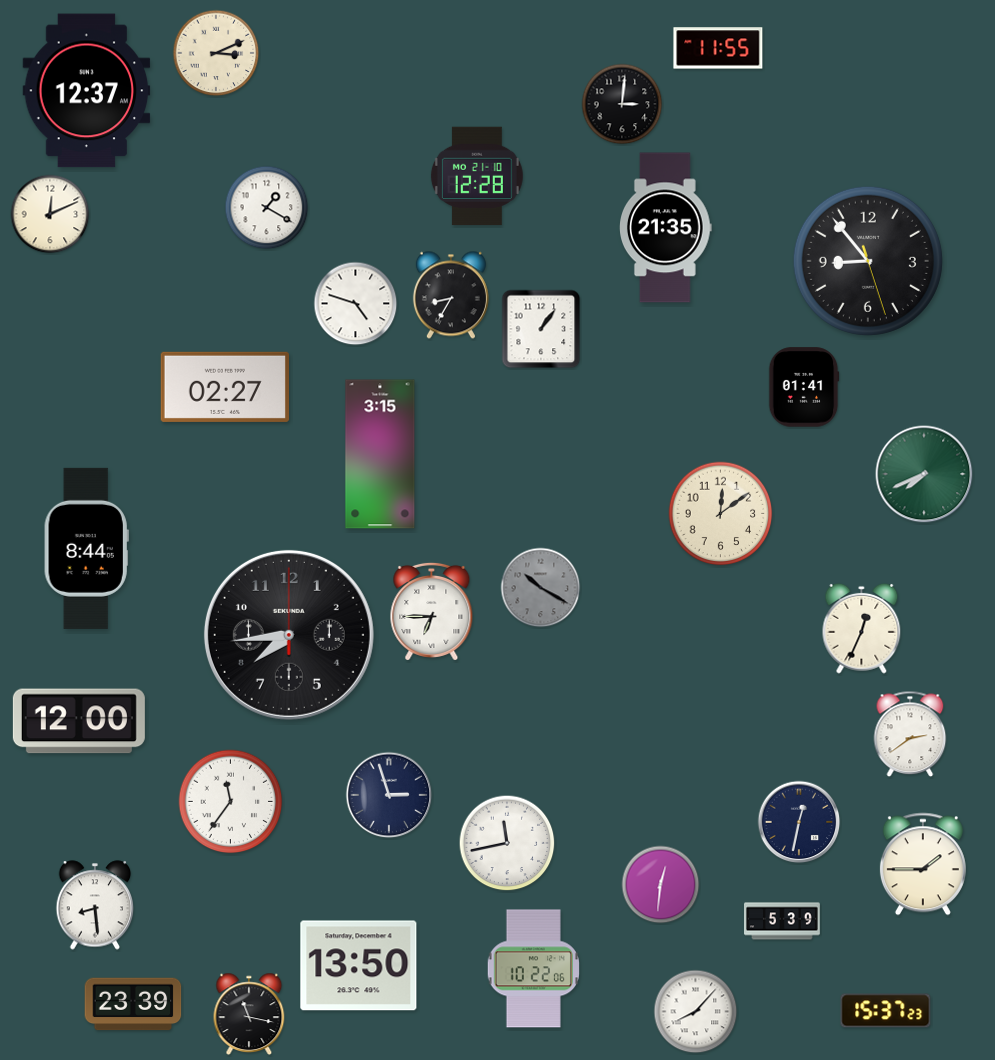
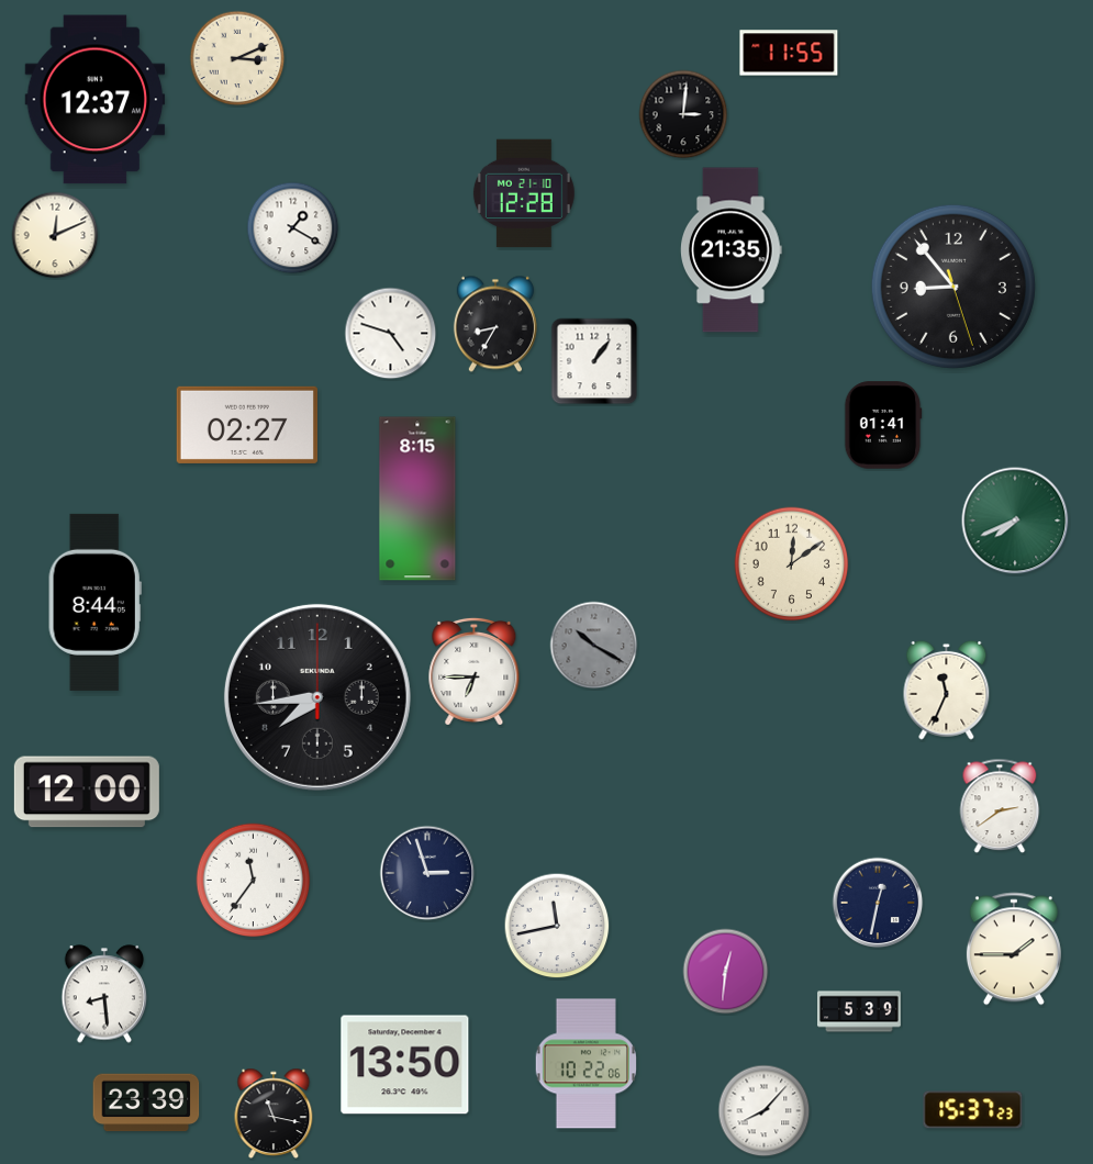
clock at (380, 454): 3:15 -> 8:15
clock at (862, 628): 12:34 -> 11:34
clock at (359, 966) position: (359, 966) -> (405, 1065)
